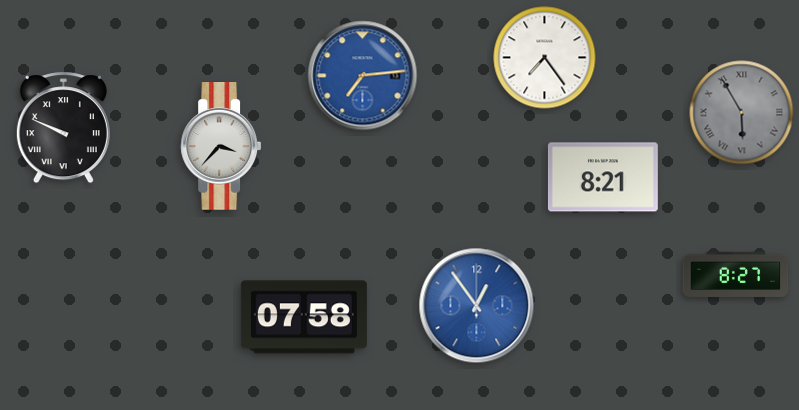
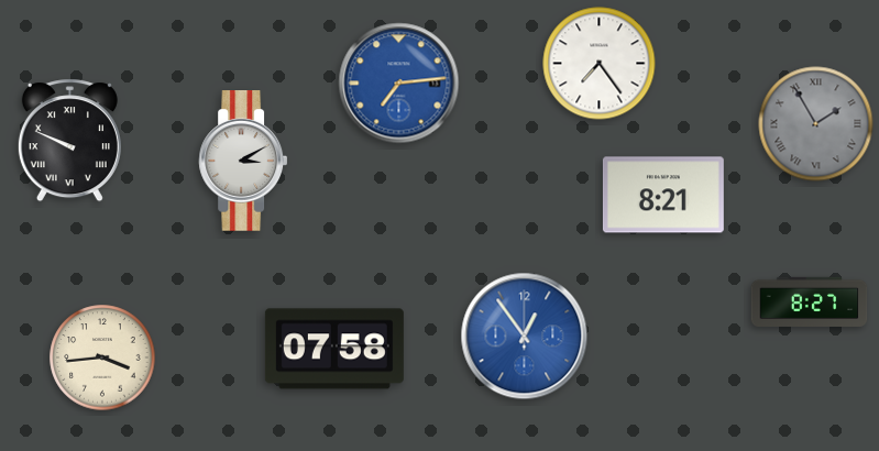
clock at (742, 113): 5:55 -> 1:55
clock at (221, 147): 3:37 -> 3:10
clock at (102, 358): none -> 3:44
